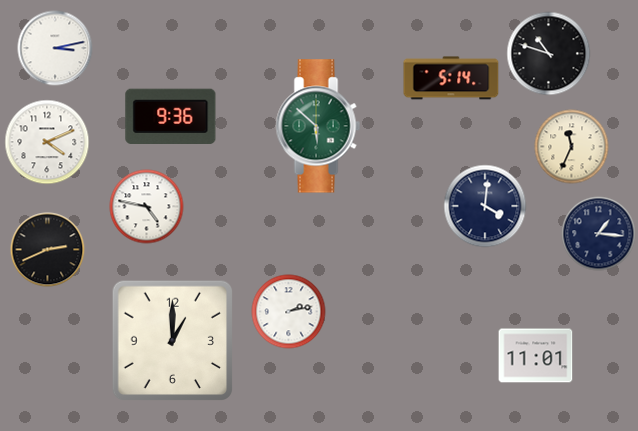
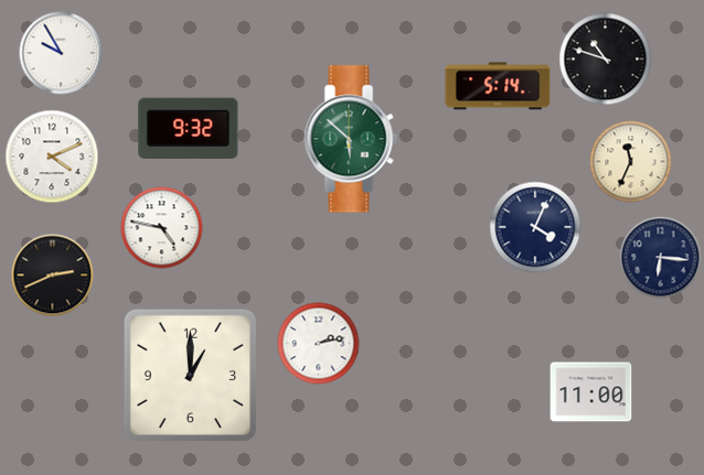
clock at (55, 48): 3:13 -> 9:55
clock at (171, 116): 9:36 -> 9:32
clock at (485, 206): 4:01 -> 4:04
clock at (599, 234): 1:16 -> 6:16
clock at (536, 356): 11:01 -> 11:00
